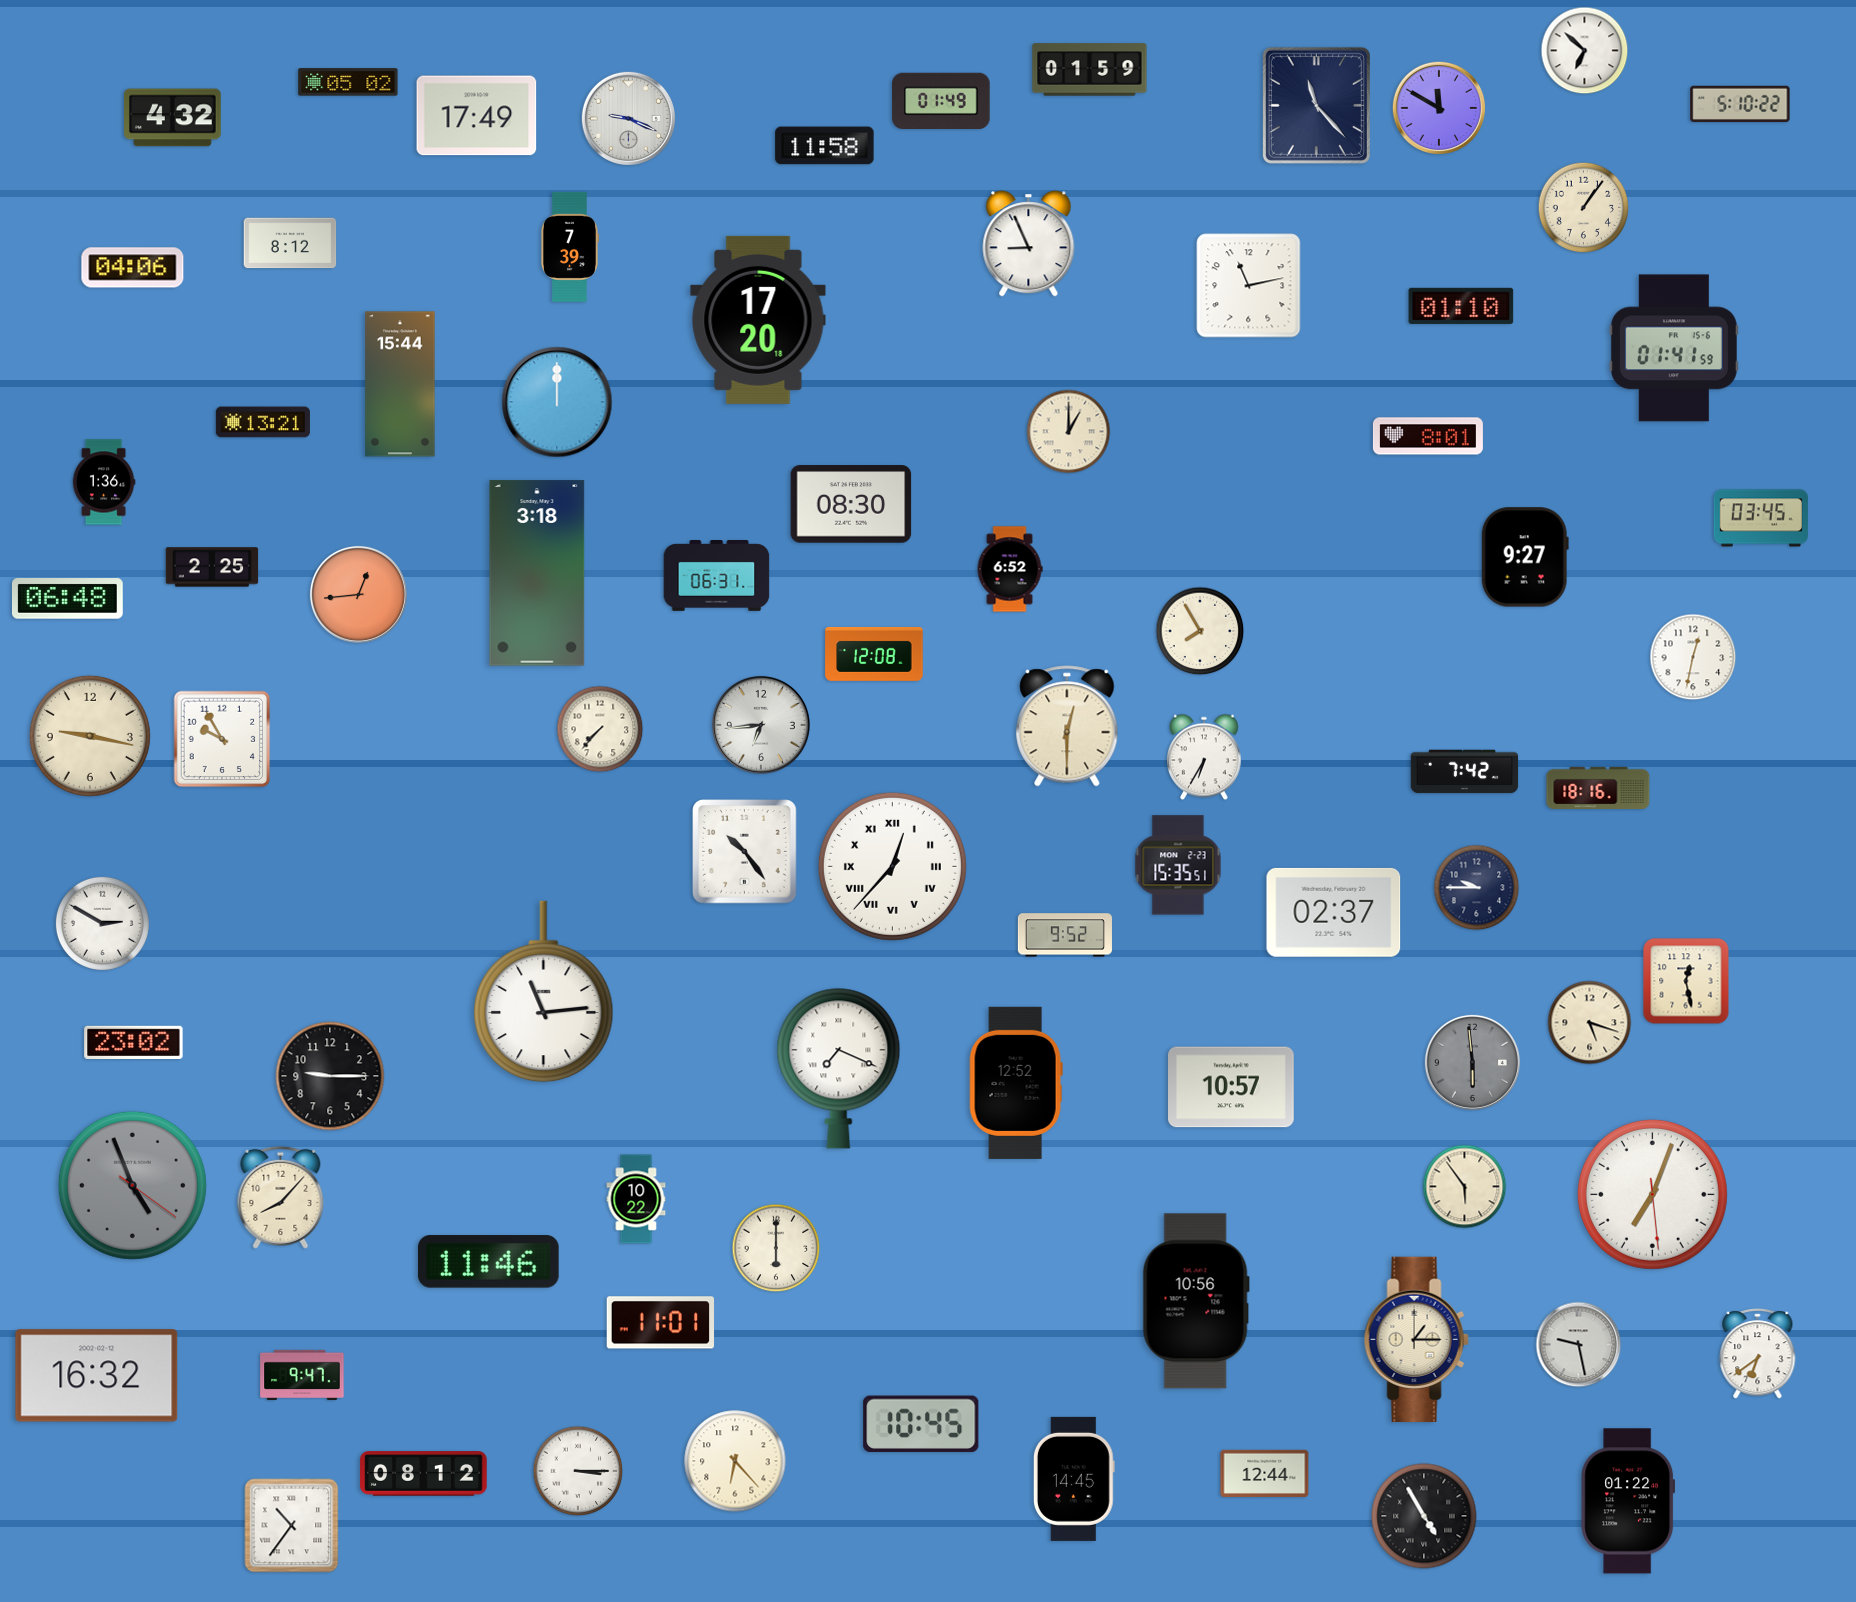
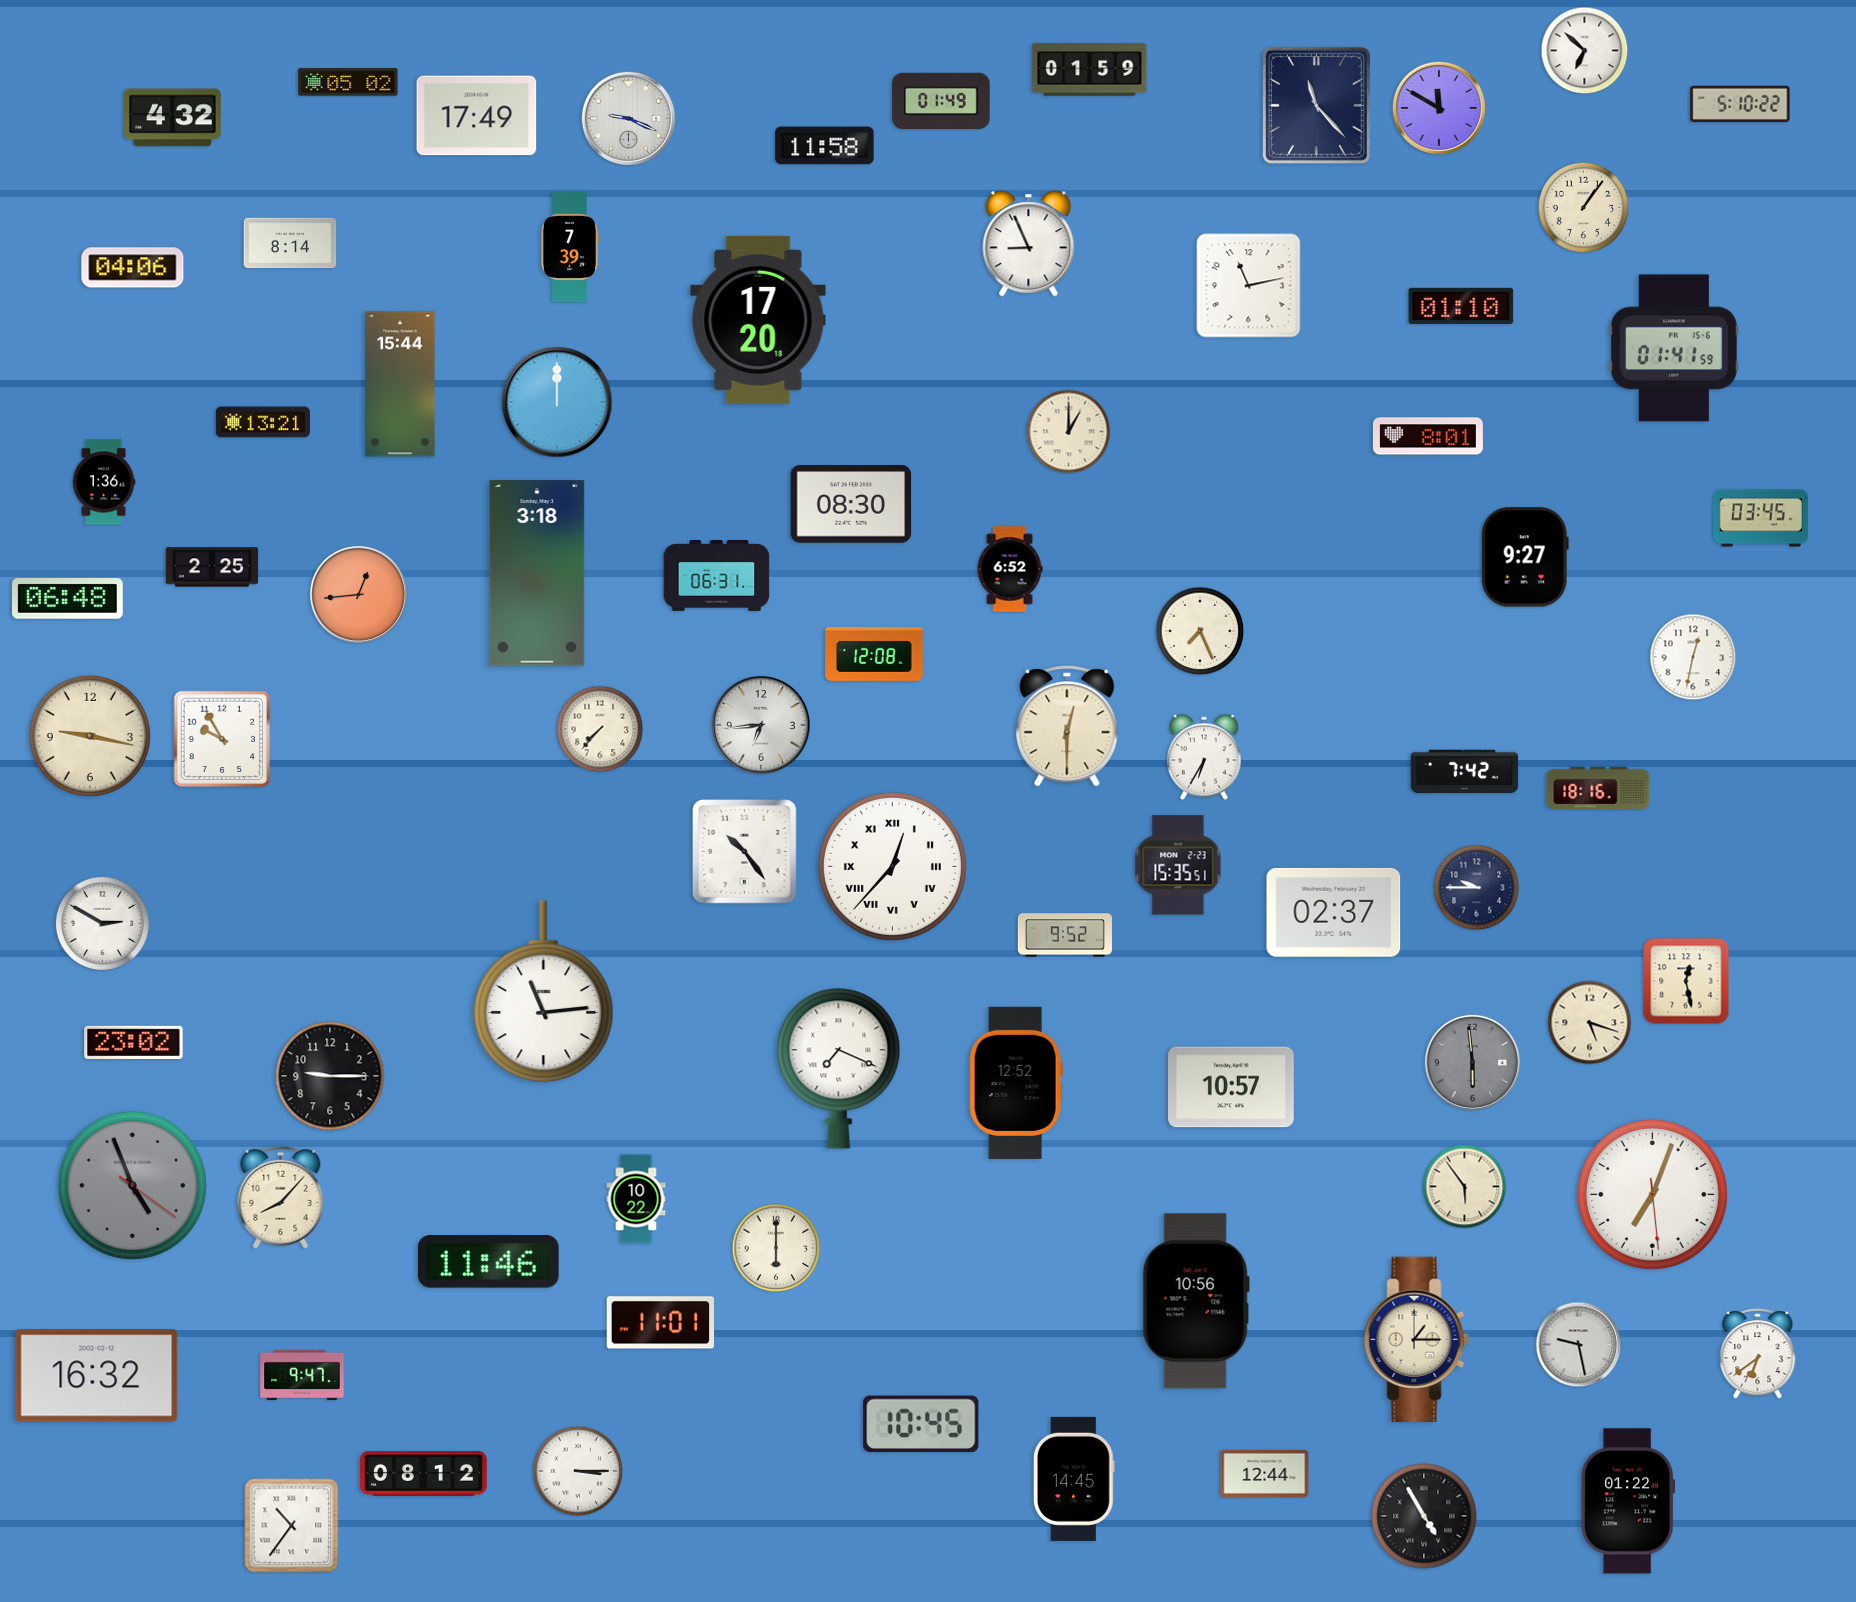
clock at (290, 243): 8:12 -> 8:14
clock at (1200, 631): 7:55 -> 7:26
clock at (735, 1461): 6:23 -> none
